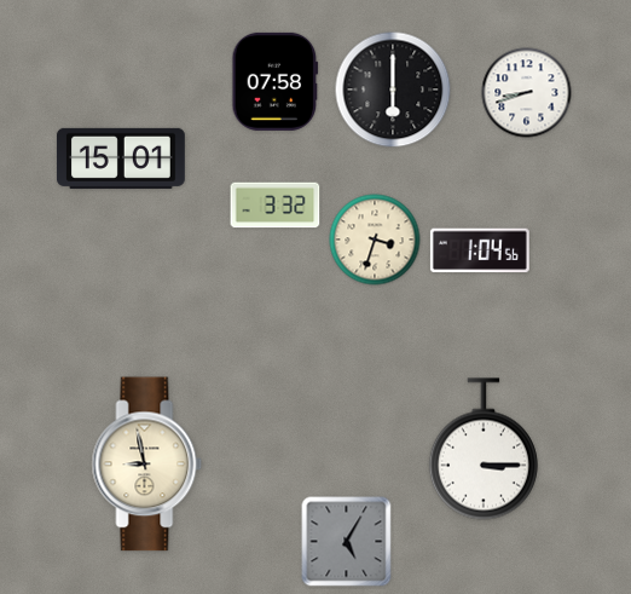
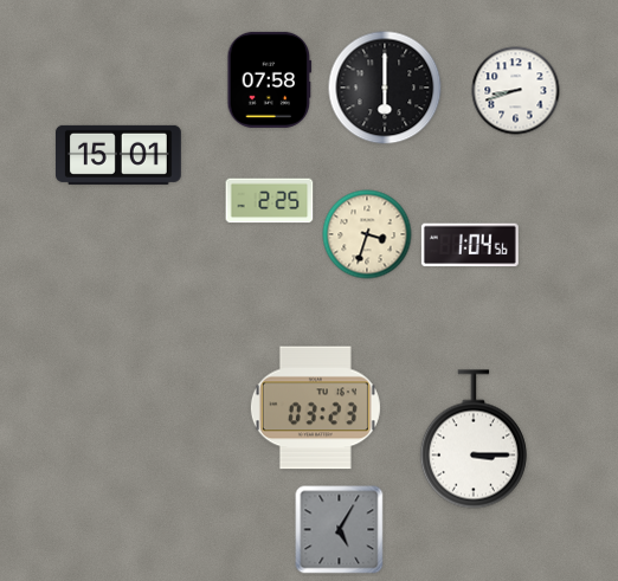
clock at (276, 206): 3:32 -> 2:25
clock at (315, 408): none -> 03:23
clock at (147, 465): 8:58 -> none
